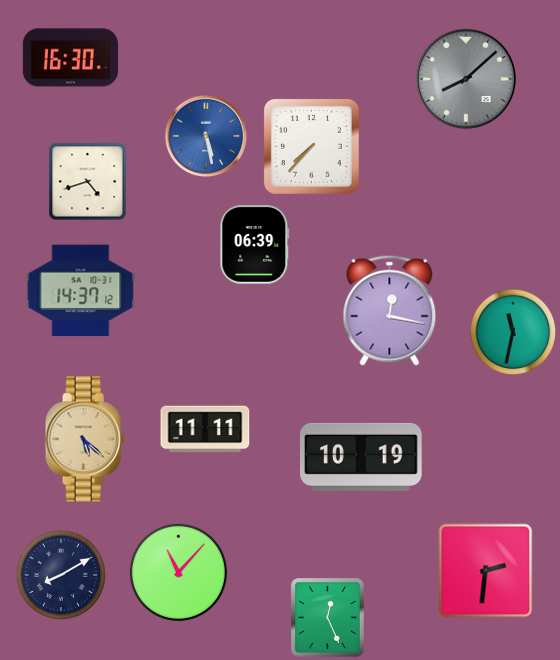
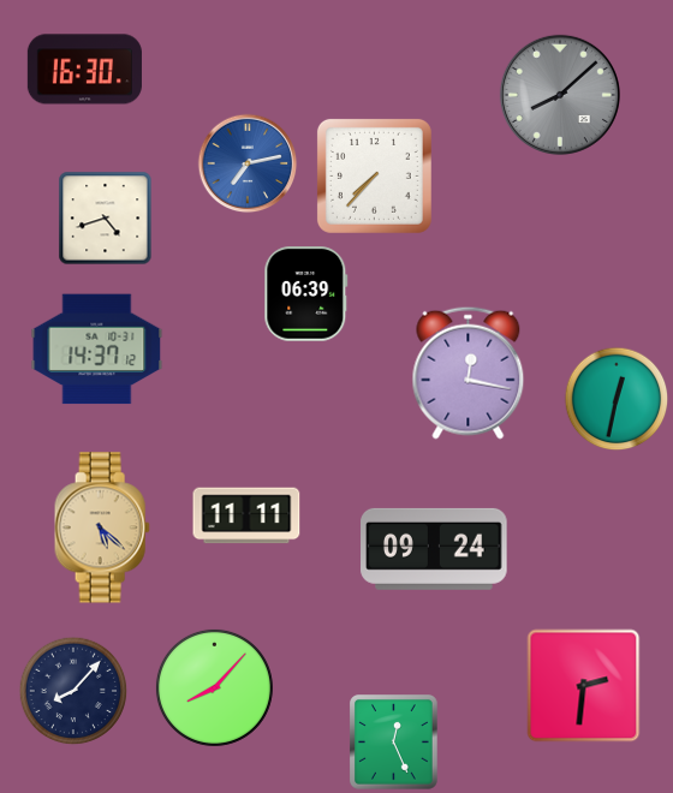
clock at (206, 136): 5:28 -> 7:13
clock at (513, 332): 11:32 -> 12:32
clock at (361, 457): 10:19 -> 09:24
clock at (178, 572): 11:07 -> 8:07
clock at (61, 575): 8:10 -> 8:07
